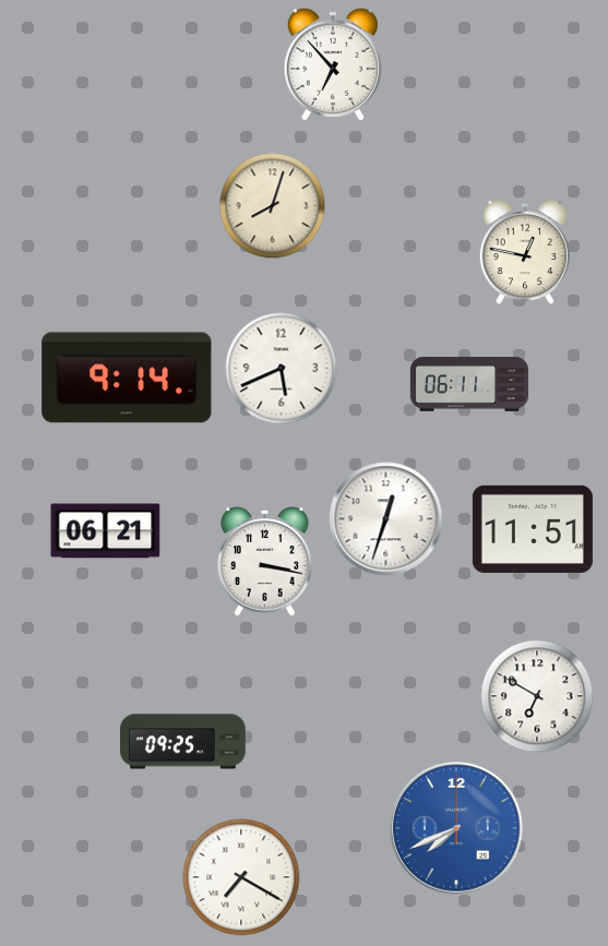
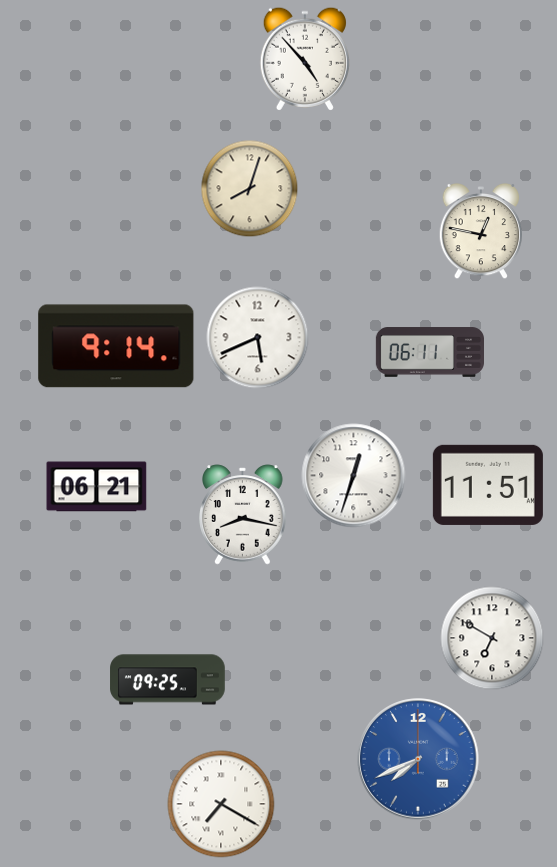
clock at (333, 64): 6:53 -> 4:53
clock at (265, 562): 3:17 -> 8:17
